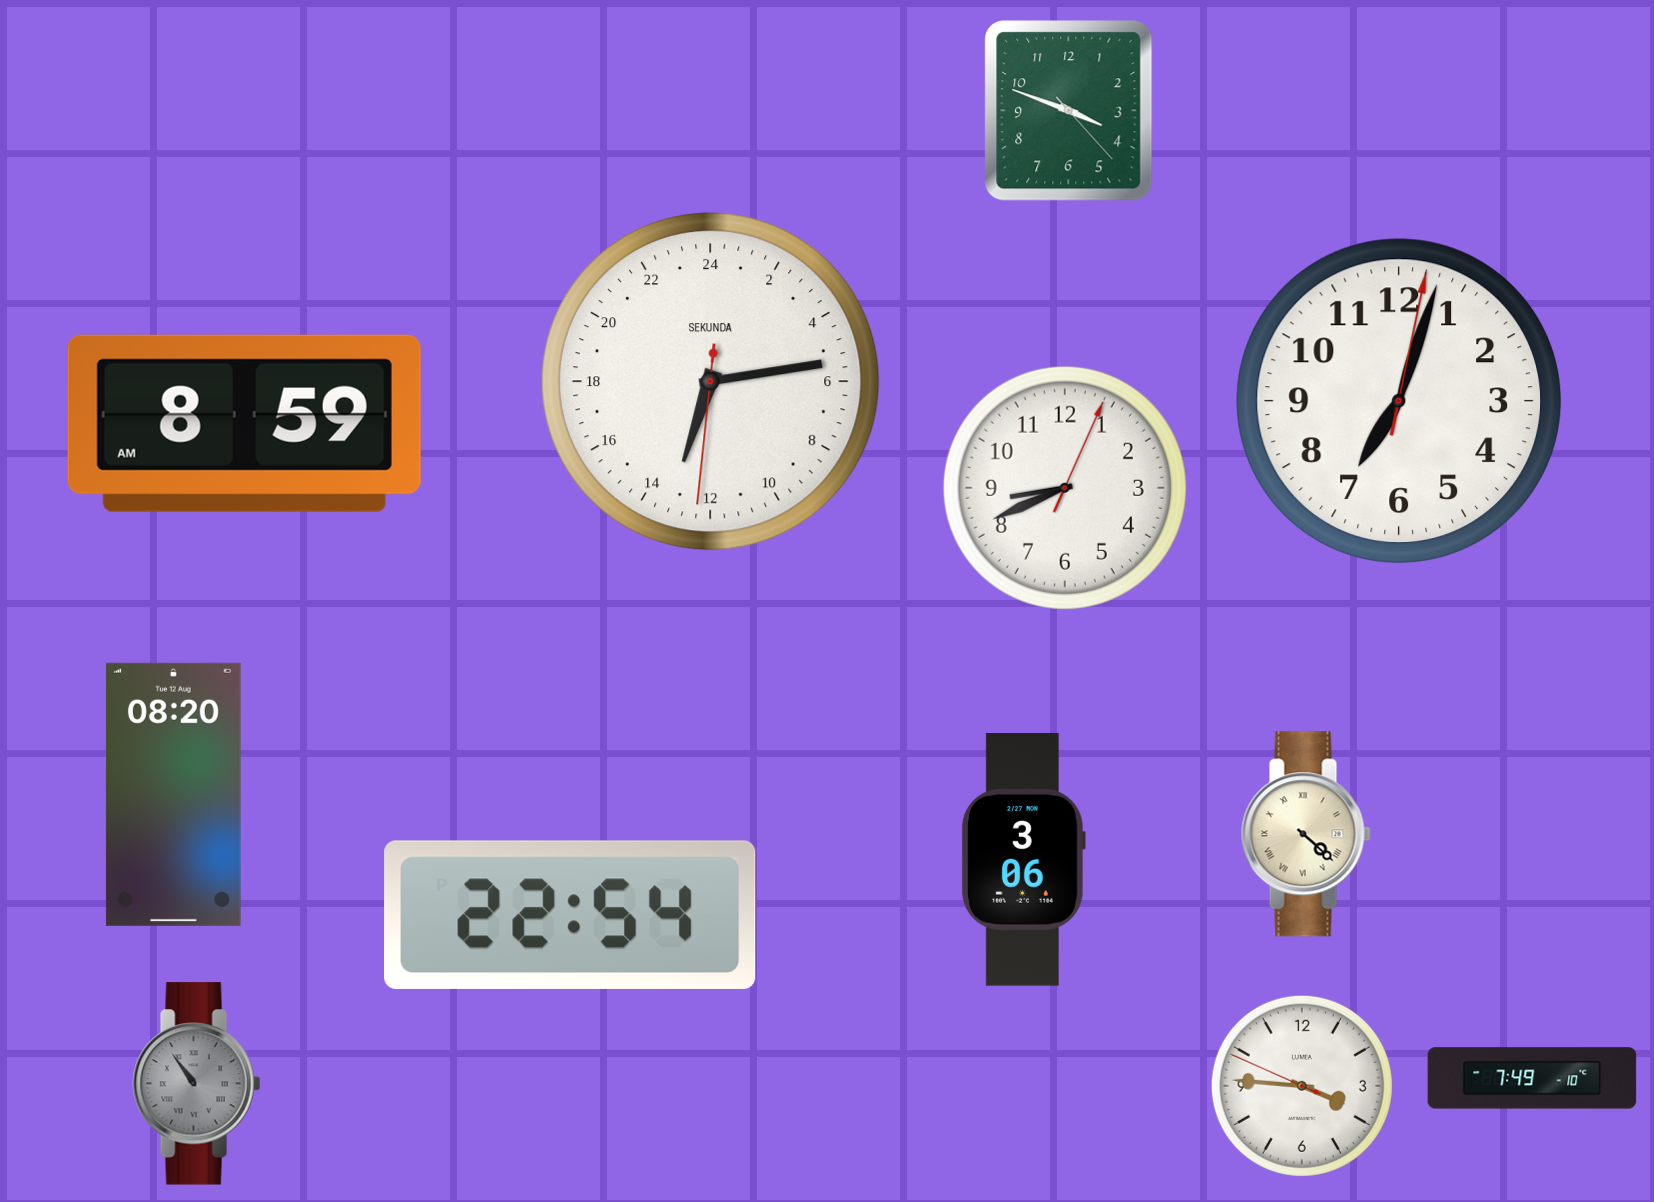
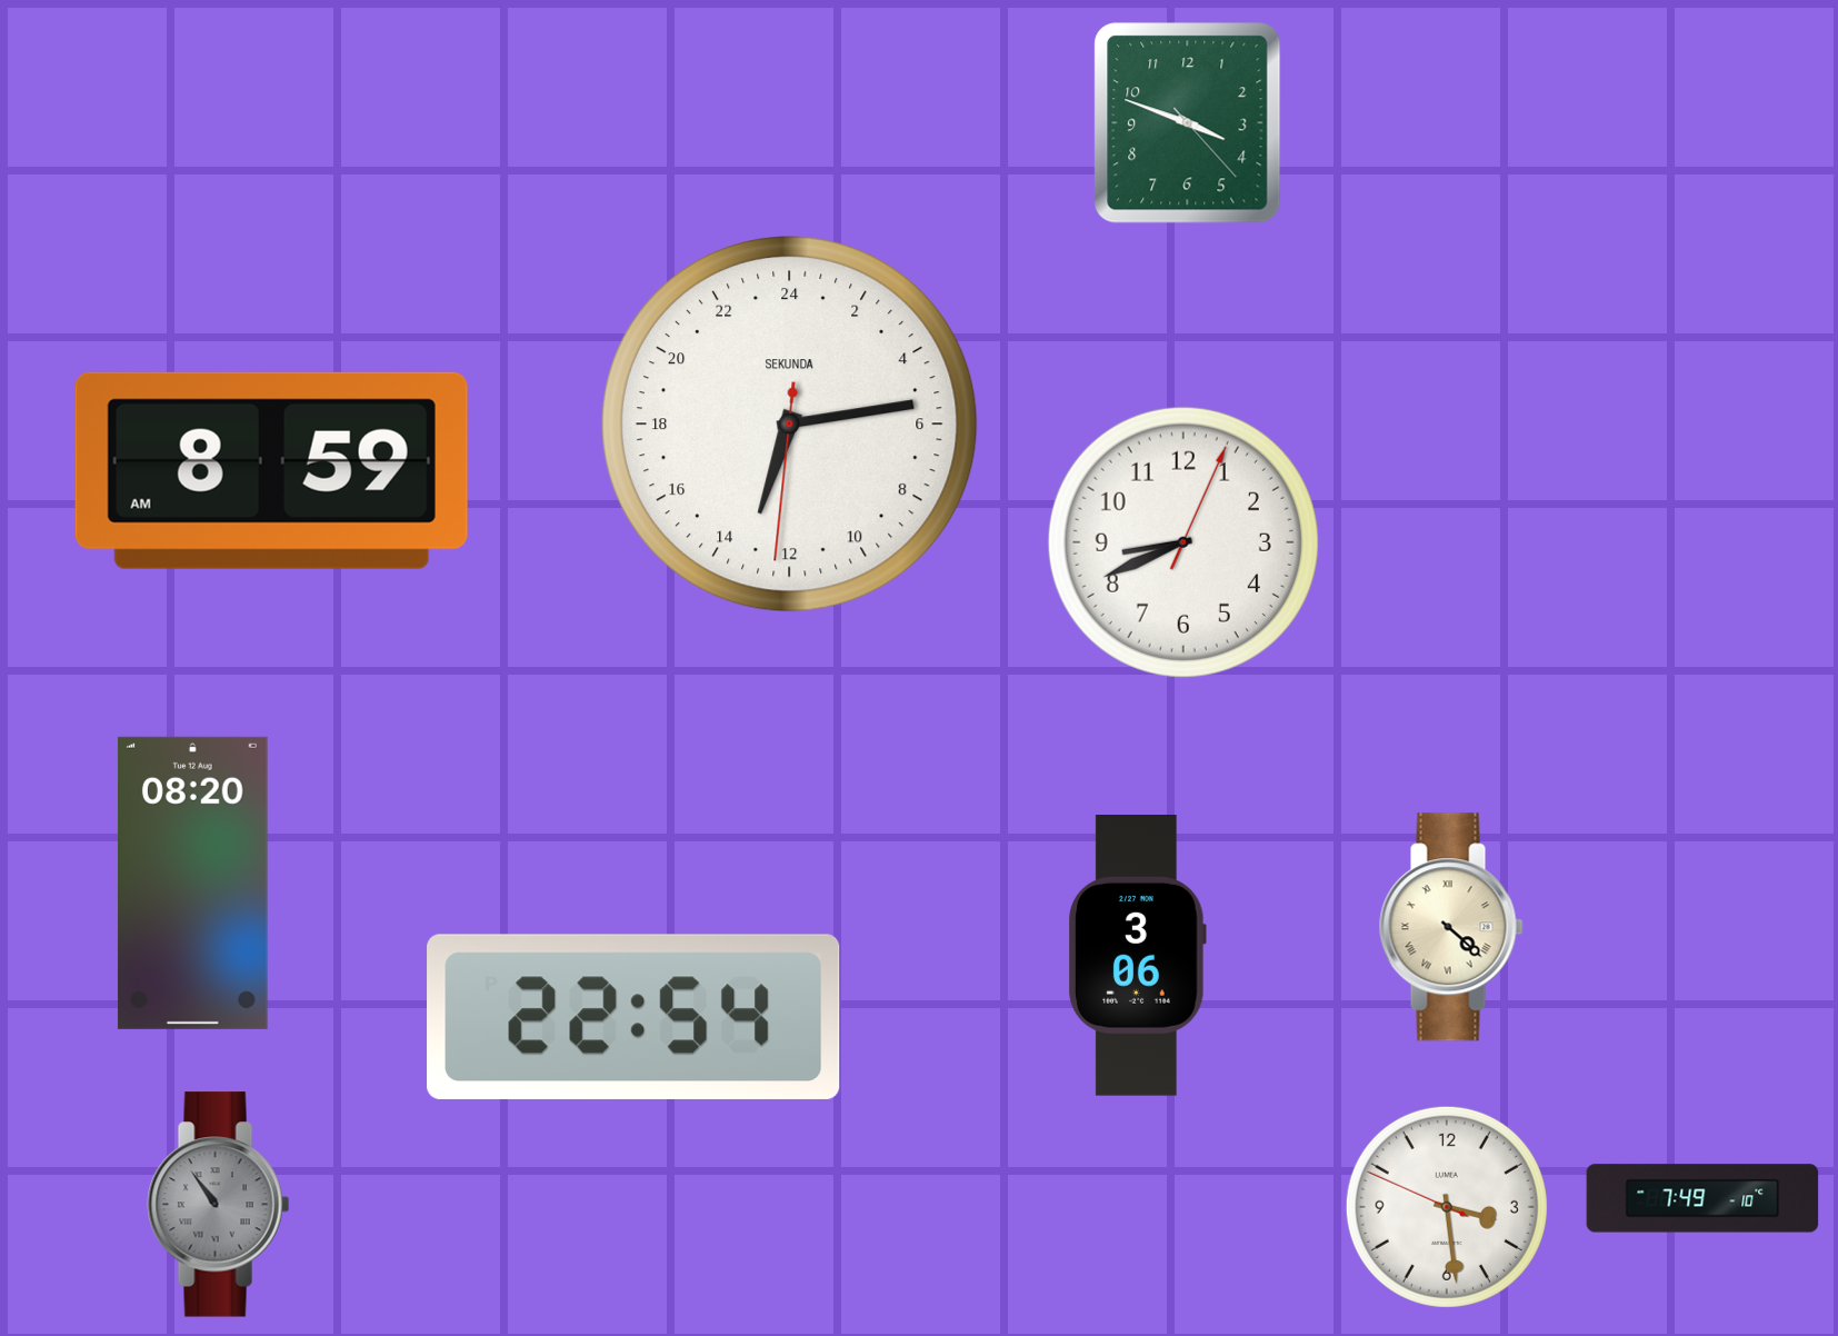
clock at (1398, 400): 7:03 -> none
clock at (1302, 1086): 3:45 -> 3:28
